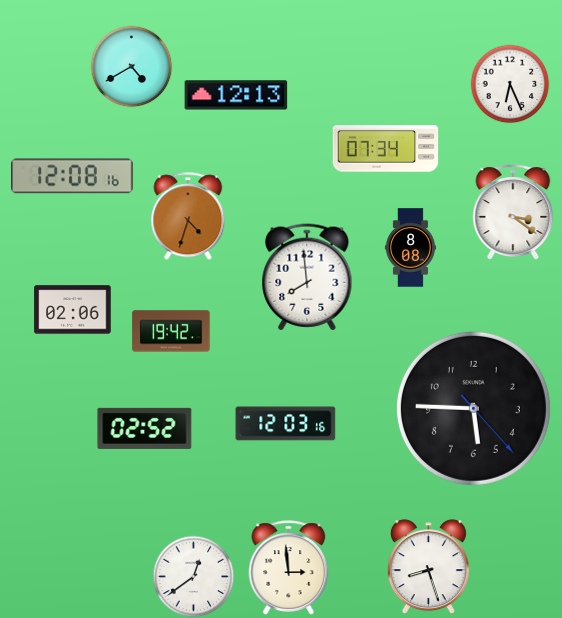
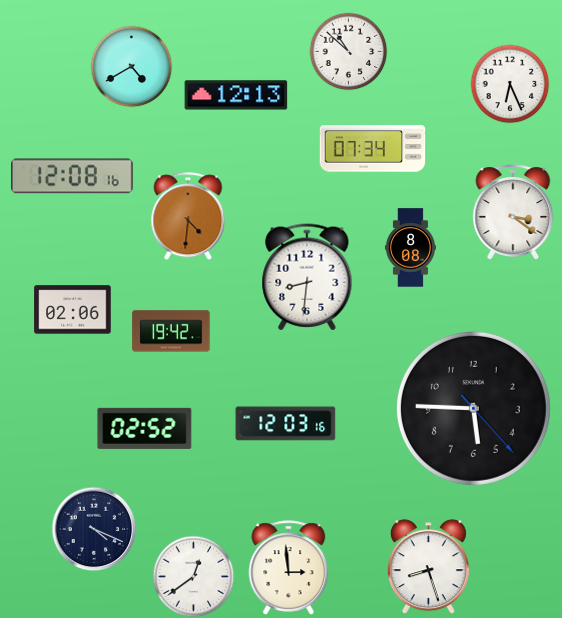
clock at (348, 51): none -> 10:52
clock at (386, 149) position: (386, 149) -> (373, 149)
clock at (188, 216): 4:33 -> 4:31
clock at (307, 277): 7:59 -> 8:31
clock at (94, 529): none -> 4:19
